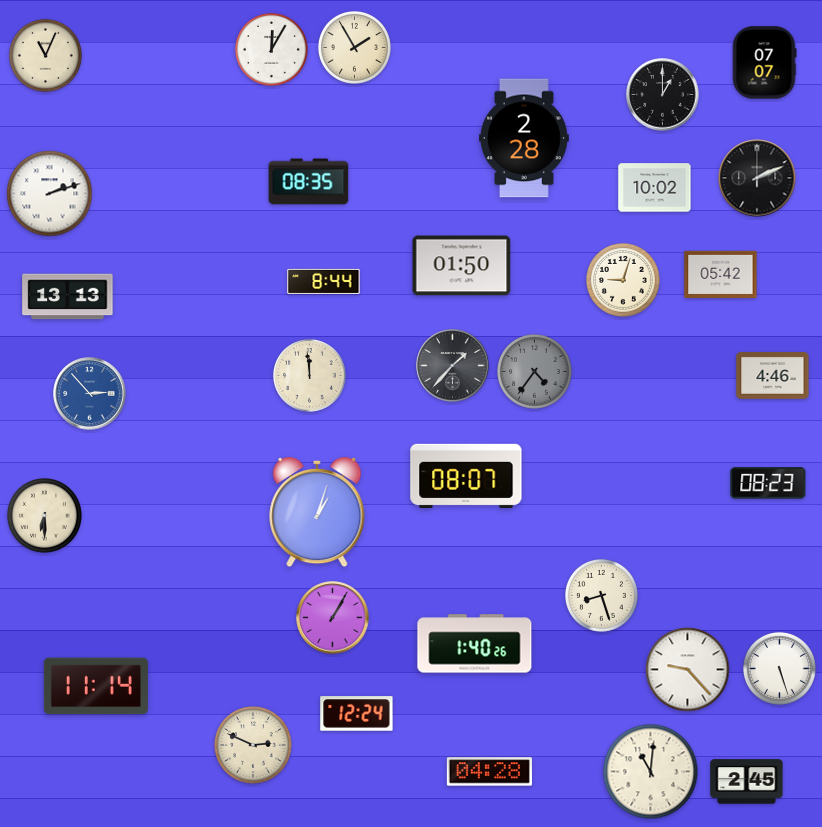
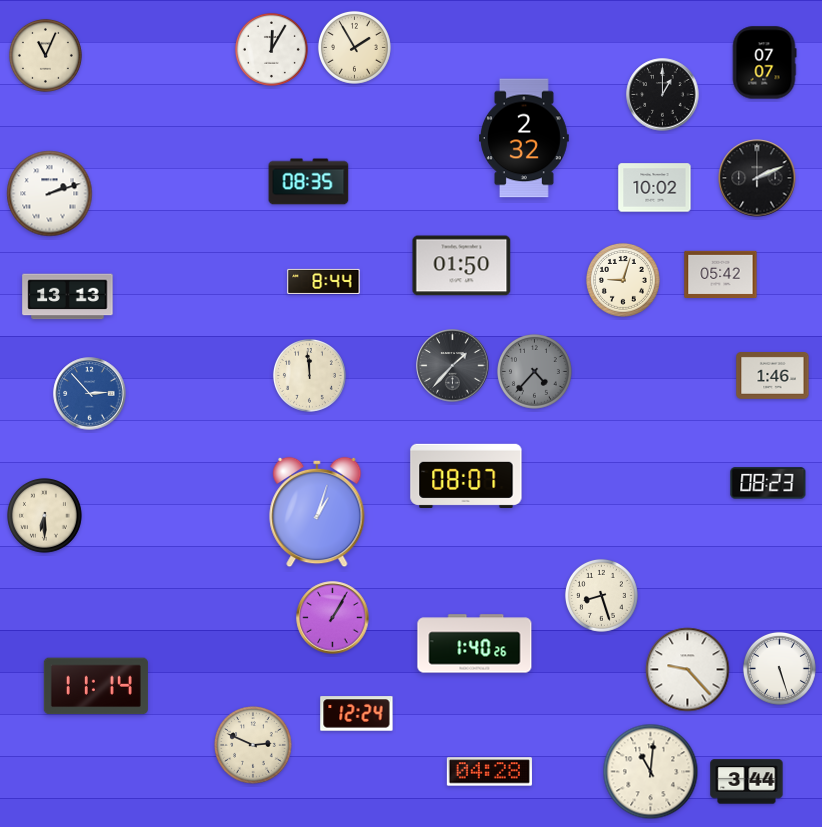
clock at (525, 138): 2:28 -> 2:32
clock at (535, 372): 4:36 -> 4:37
clock at (773, 376): 4:46 -> 1:46
clock at (747, 782): 2:45 -> 3:44
